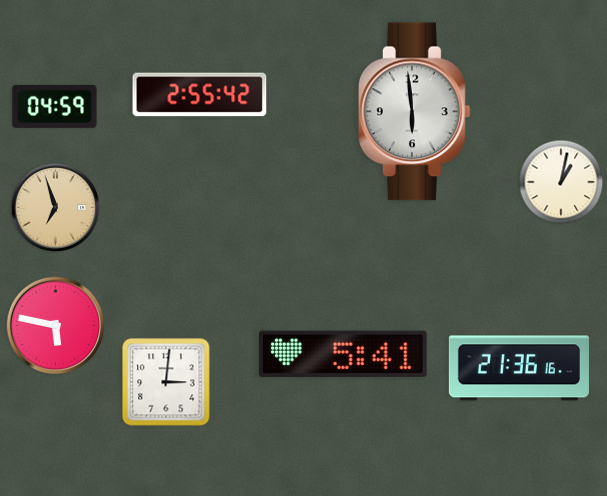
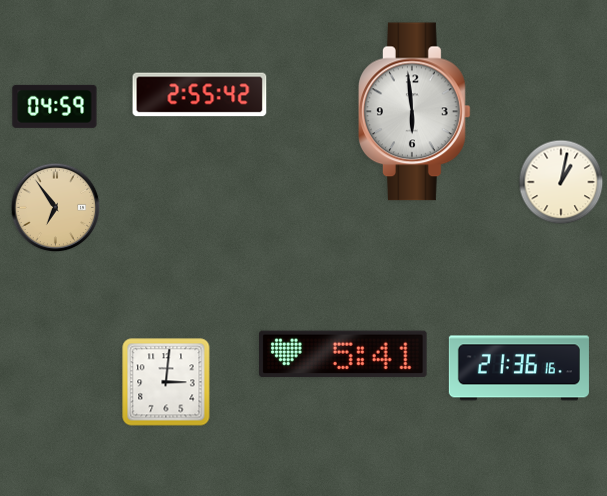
clock at (56, 208): 6:57 -> 6:54
clock at (56, 326): 5:47 -> none
